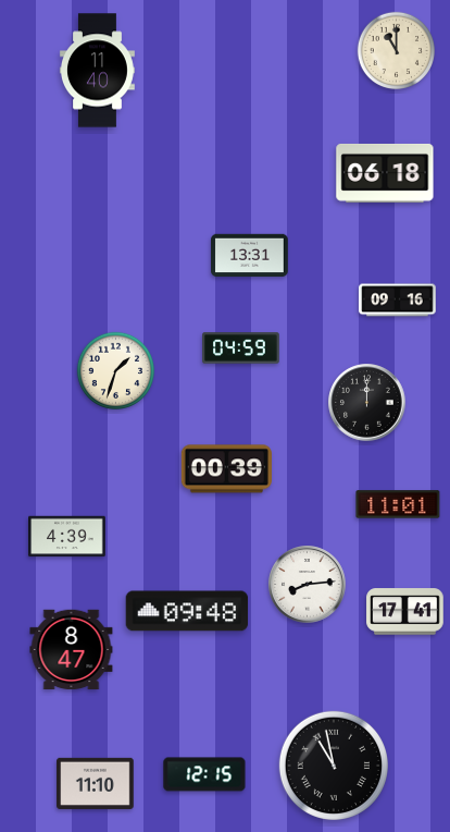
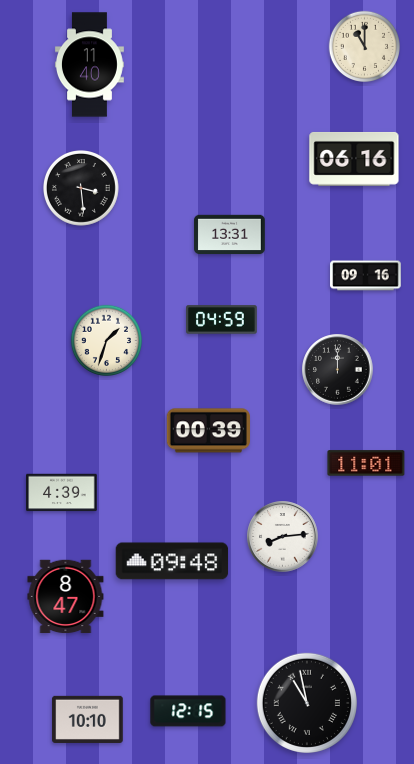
clock at (385, 173): 06:18 -> 06:16
clock at (82, 189): none -> 3:29
clock at (405, 612): 17:41 -> none
clock at (96, 783): 11:10 -> 10:10
